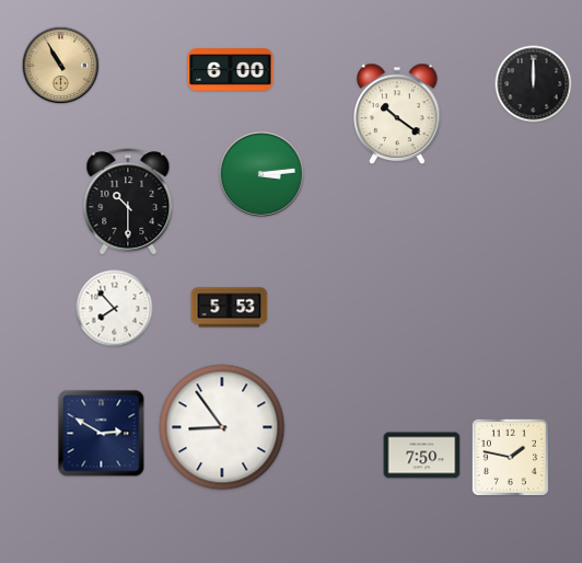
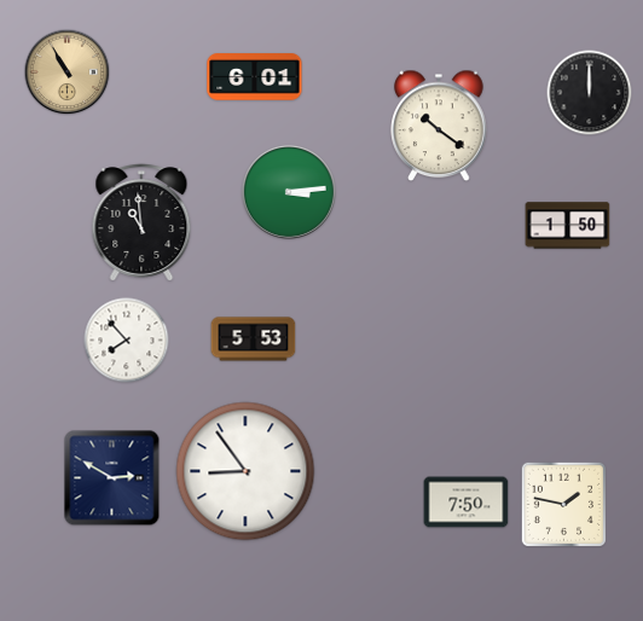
clock at (231, 70): 6:00 -> 6:01
clock at (128, 202): 10:30 -> 10:59
clock at (568, 226): none -> 1:50
